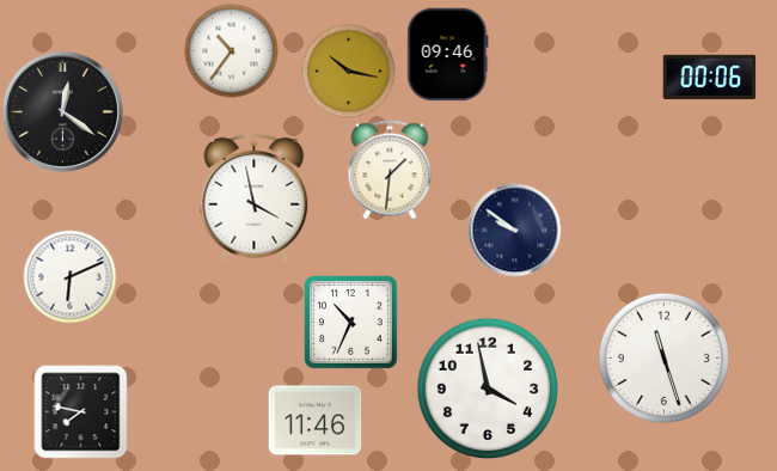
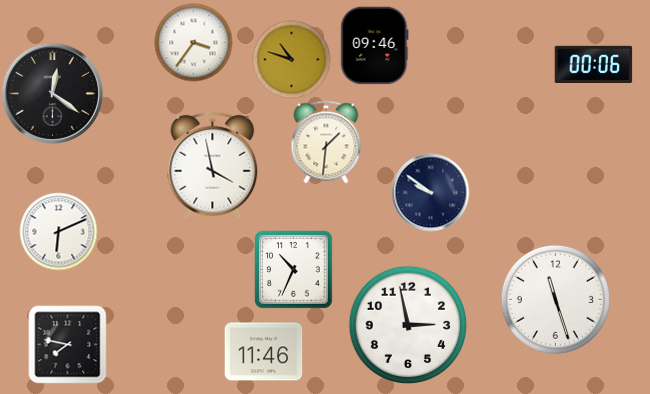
clock at (231, 50): 10:36 -> 3:36
clock at (348, 71): 10:17 -> 10:48
clock at (488, 389): 3:58 -> 2:58
